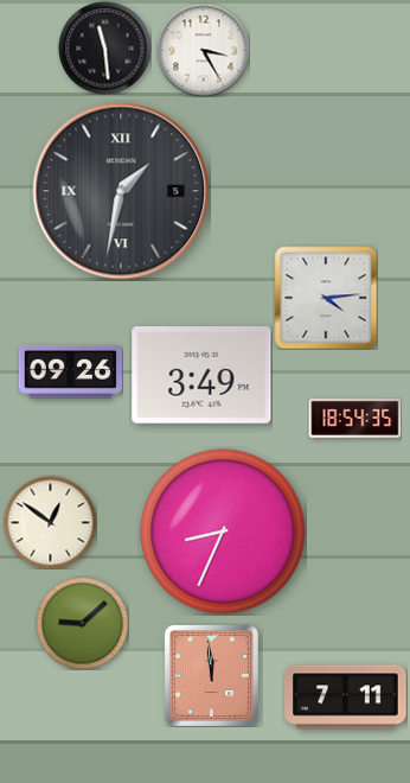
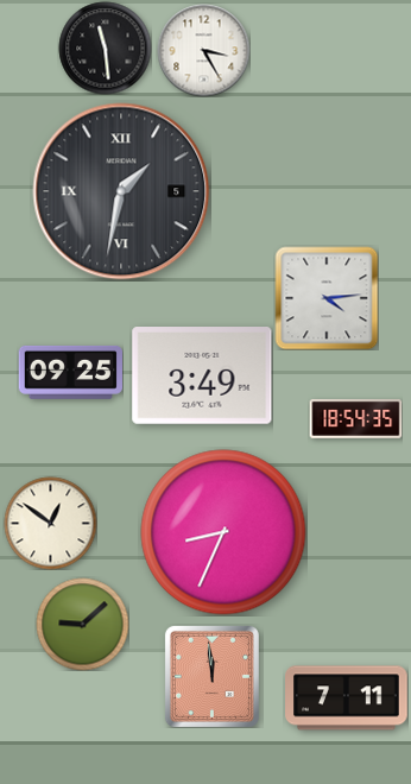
clock at (70, 371): 09:26 -> 09:25
